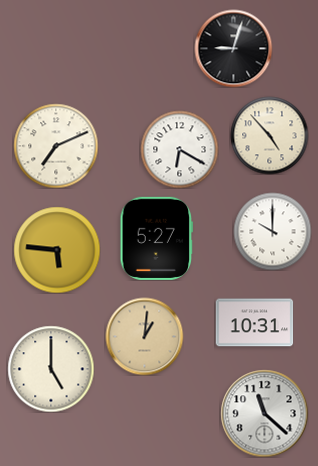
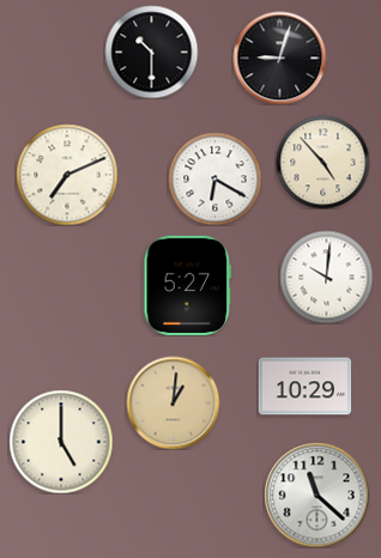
clock at (151, 51): none -> 10:30
clock at (272, 231): 10:00 -> 10:01
clock at (57, 250): 5:46 -> none
clock at (254, 323): 10:31 -> 10:29
